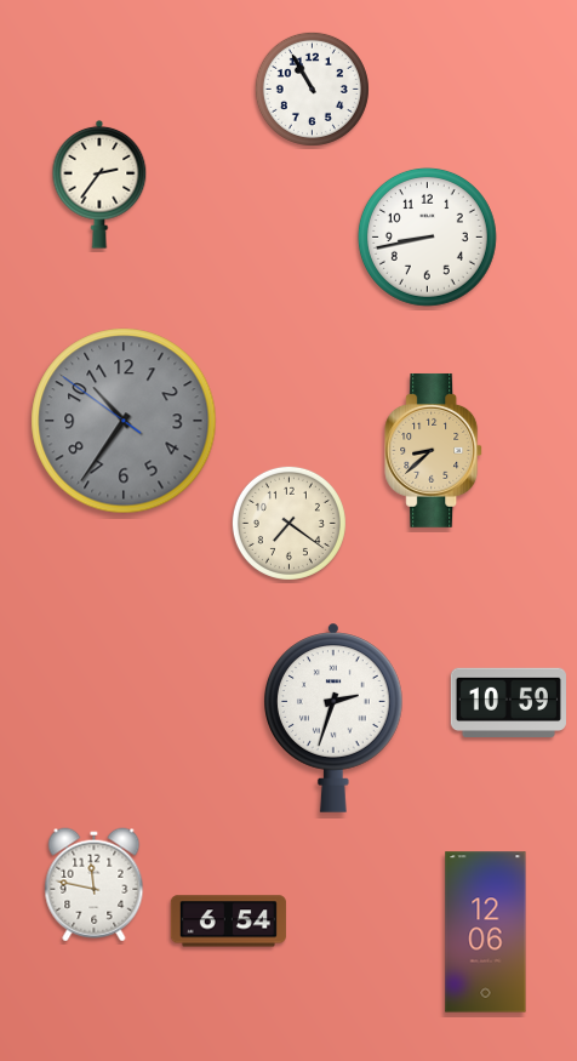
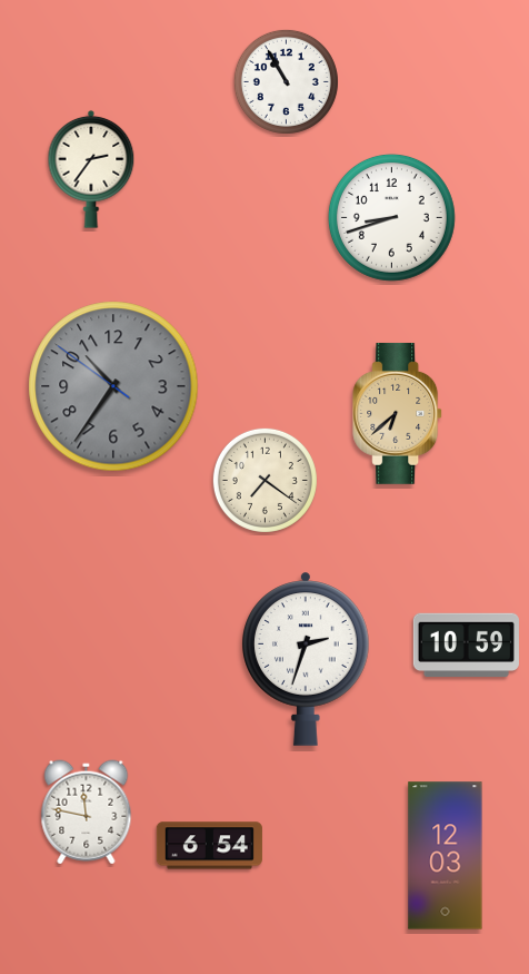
clock at (427, 236): 8:43 -> 8:42
clock at (434, 450): 8:38 -> 6:38
clock at (486, 932): 12:06 -> 12:03
